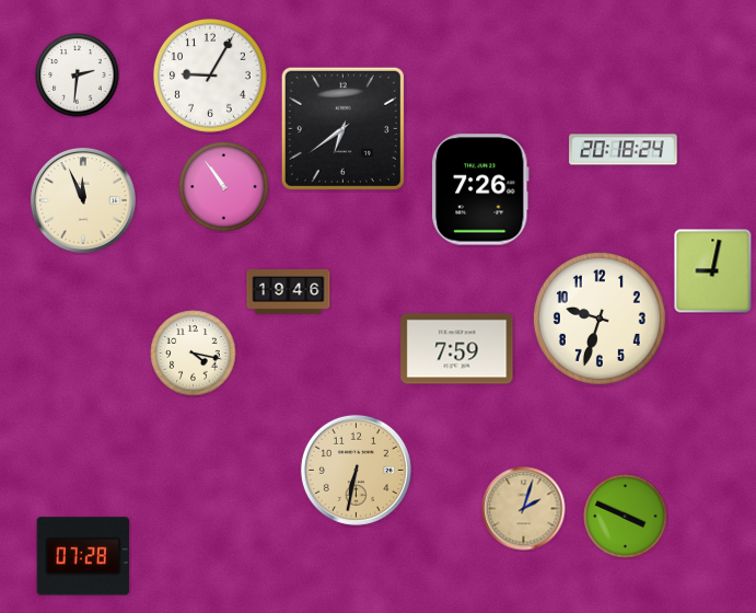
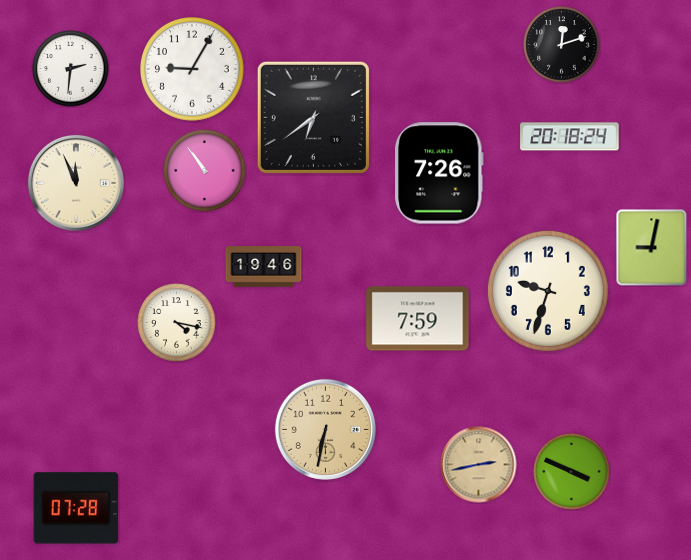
clock at (562, 45): none -> 12:12
clock at (524, 509): 2:03 -> 2:43
